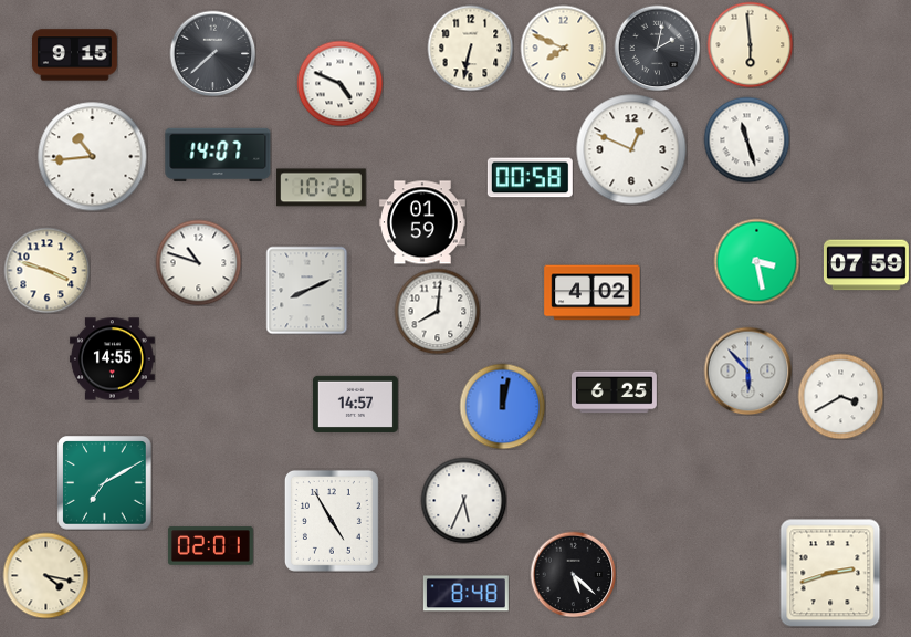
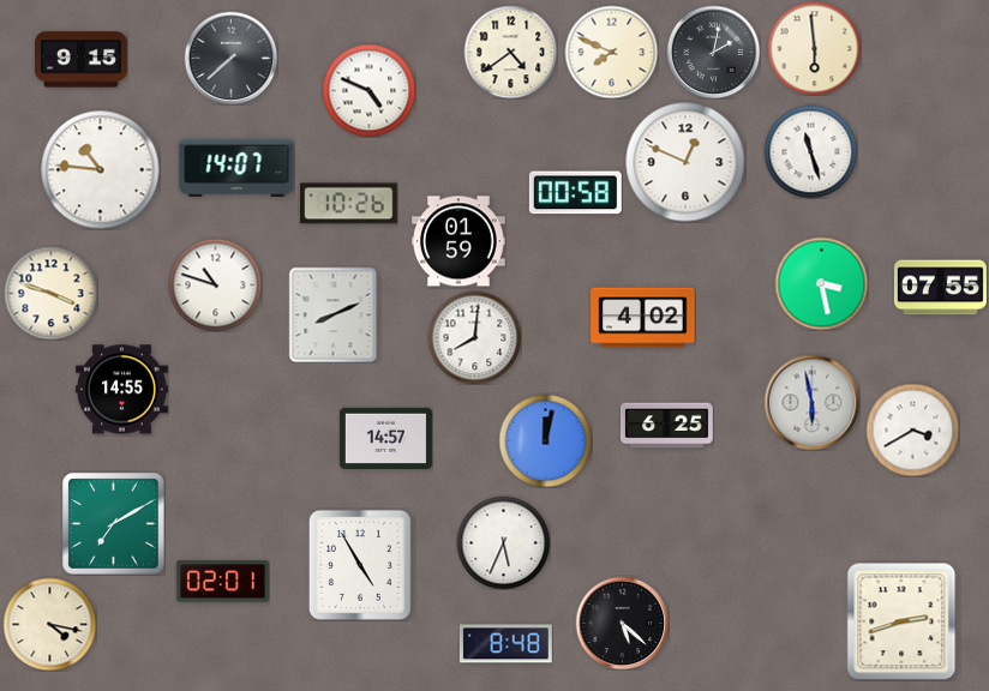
clock at (470, 48): 6:32 -> 4:39
clock at (93, 157): 10:44 -> 10:46
clock at (866, 265): 07:59 -> 07:55
clock at (747, 370): 5:53 -> 5:58
clock at (210, 546) position: (210, 546) -> (222, 582)
